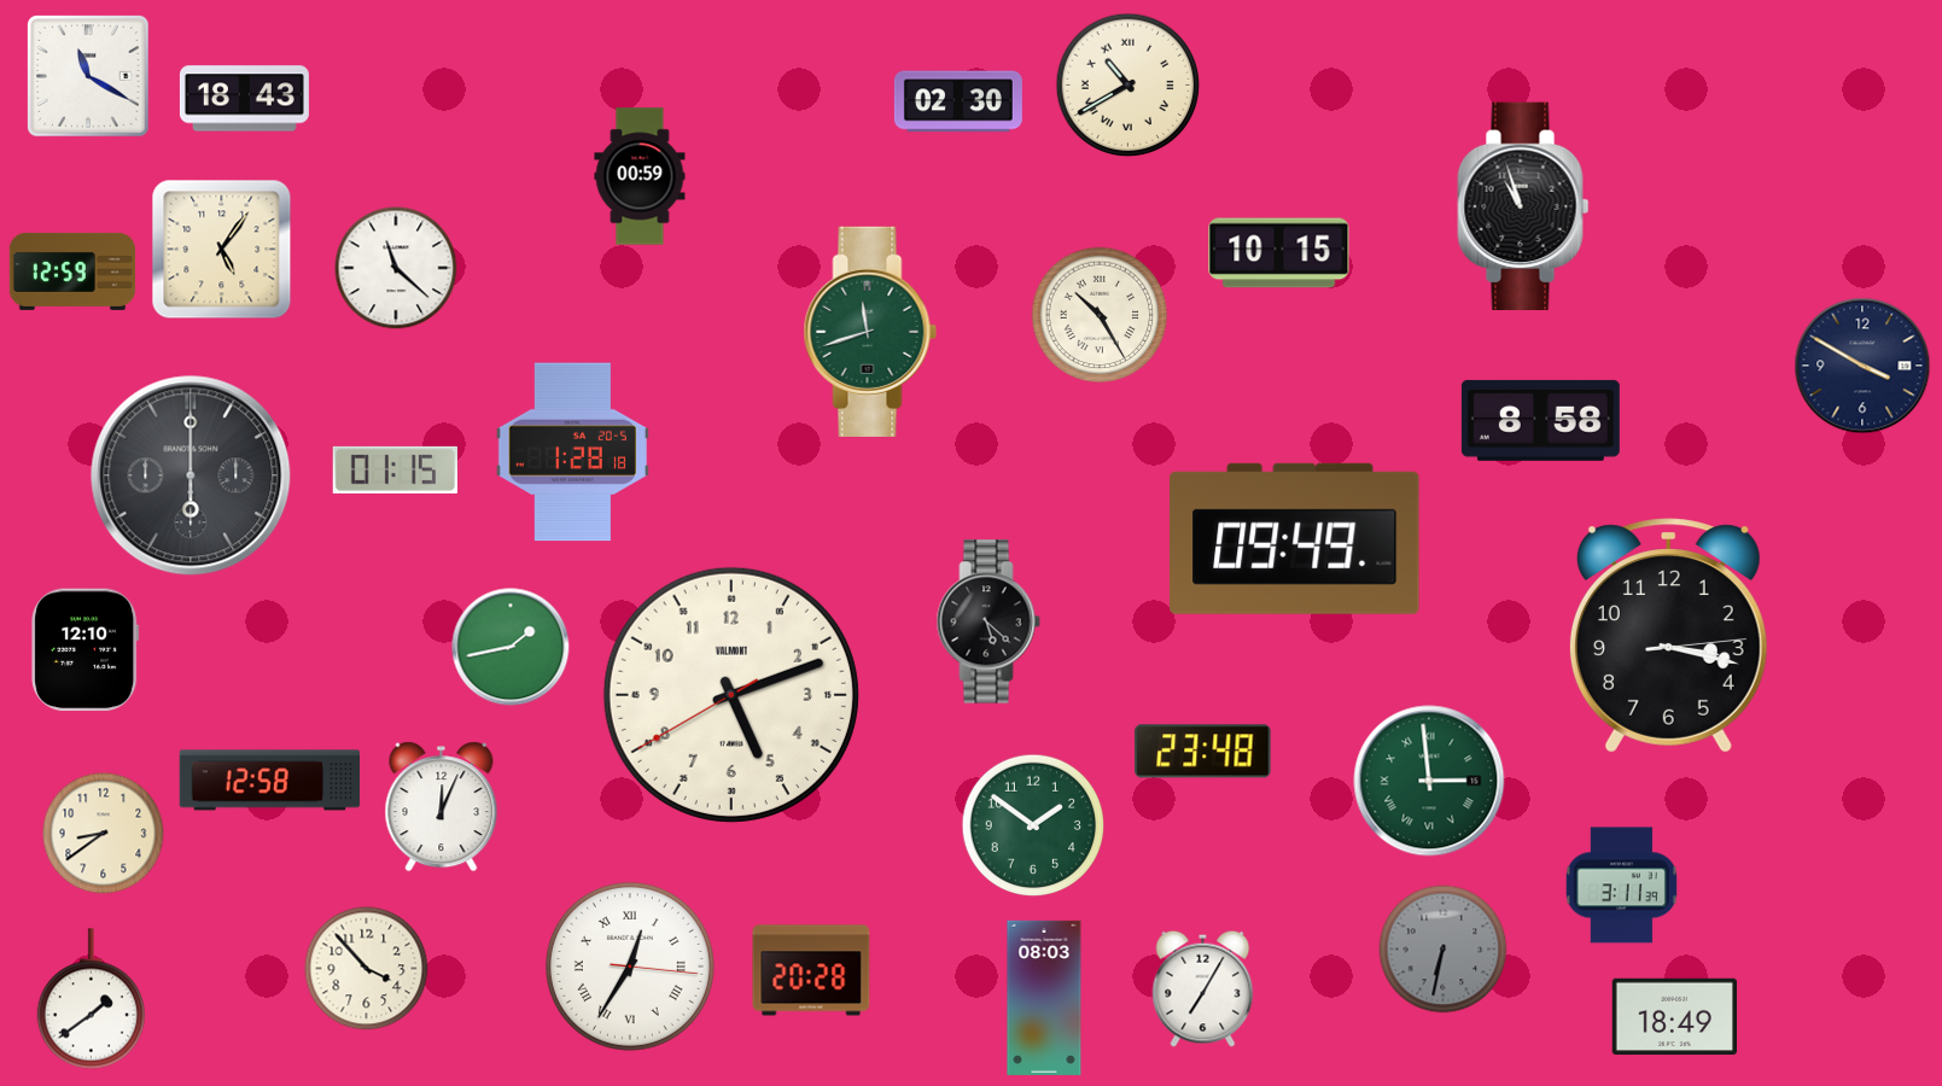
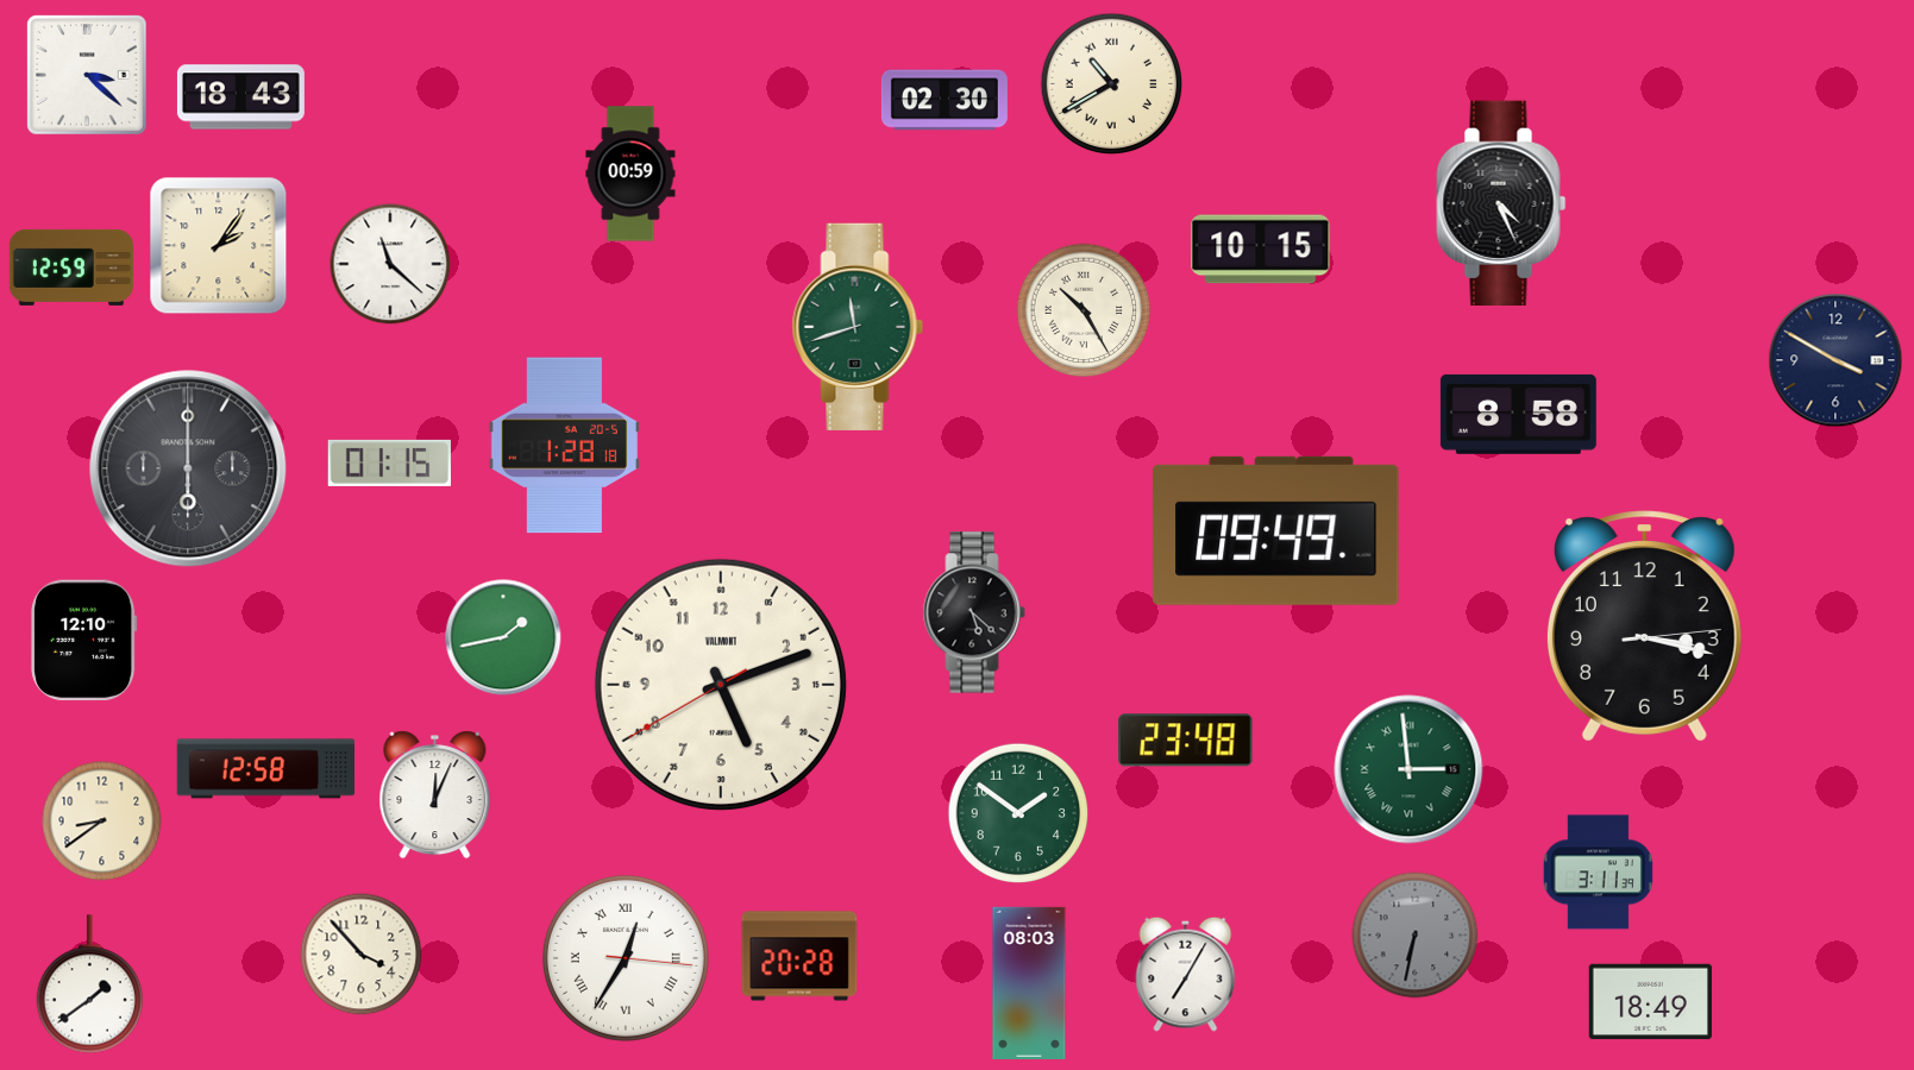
clock at (88, 76): 11:20 -> 3:22
clock at (1523, 205): 10:57 -> 4:26
clock at (222, 250): 5:06 -> 2:06
clock at (1444, 950) position: (1444, 950) -> (1416, 936)
clock at (630, 967) position: (630, 967) -> (626, 958)
